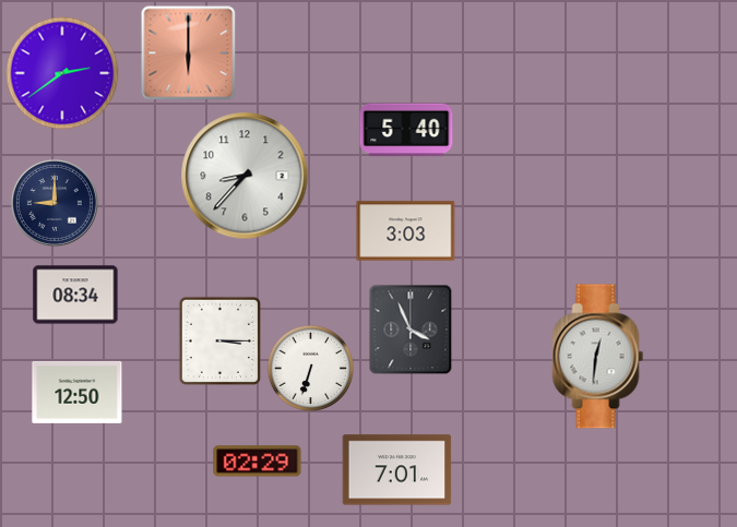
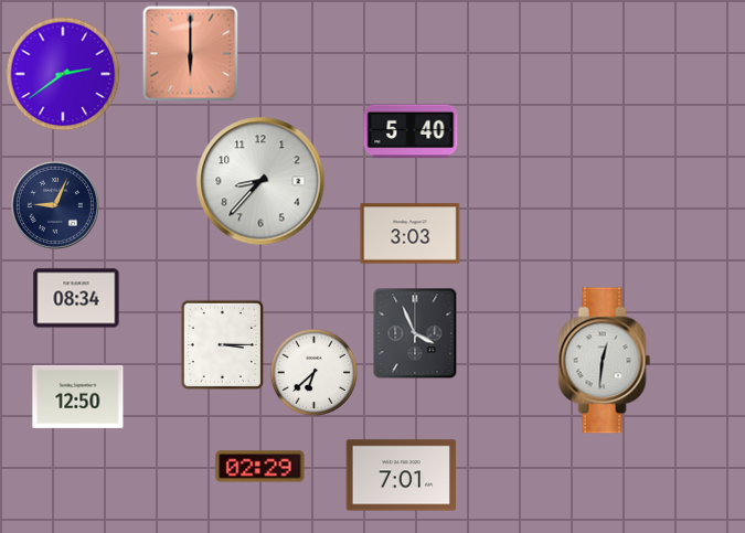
clock at (245, 176) position: (245, 176) -> (260, 181)
clock at (55, 203): 9:00 -> 9:04
clock at (310, 368): 6:33 -> 6:38
